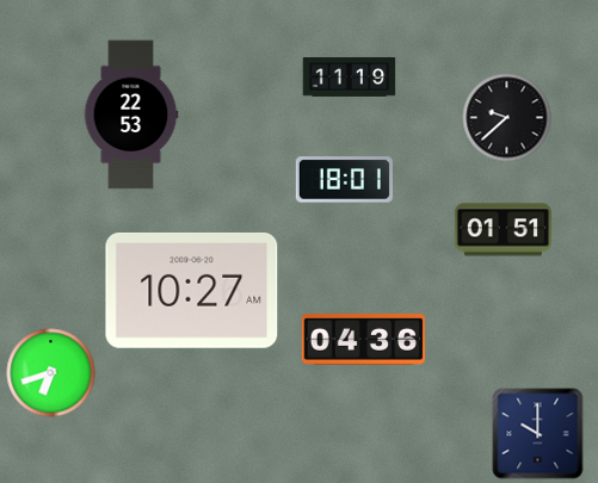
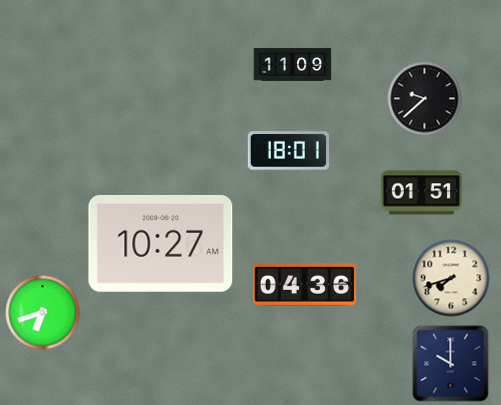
clock at (350, 78): 11:19 -> 11:09
clock at (131, 114): 22:53 -> none
clock at (451, 278): none -> 7:42
